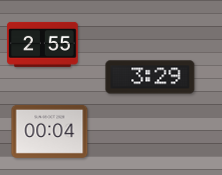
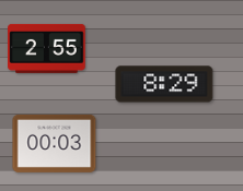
clock at (150, 77): 3:29 -> 8:29
clock at (50, 131): 00:04 -> 00:03
